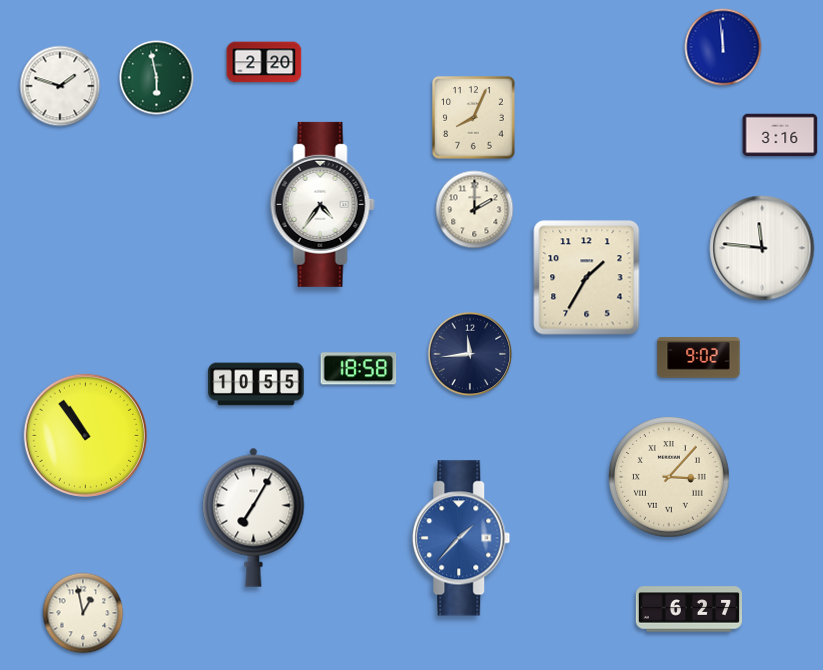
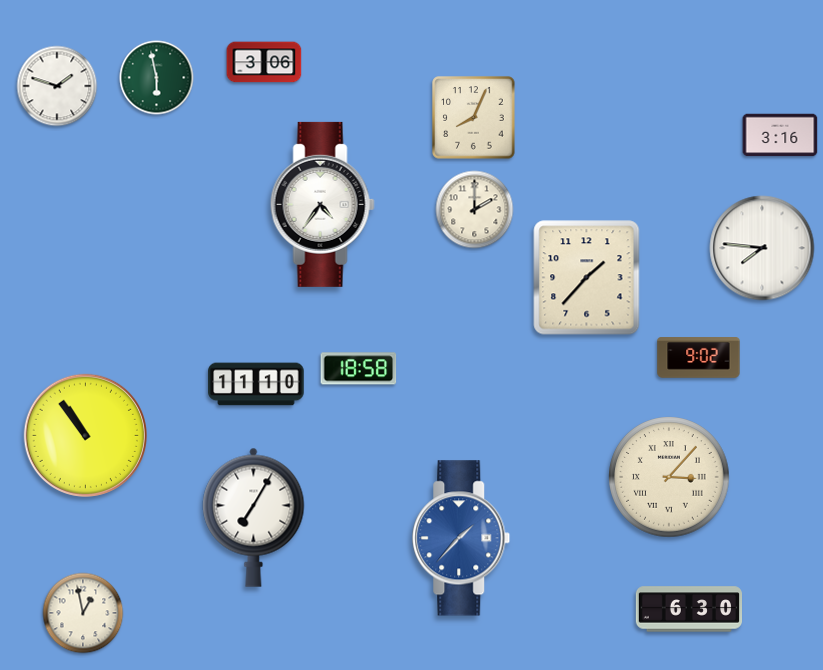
clock at (723, 47): 11:59 -> none
clock at (264, 62): 2:20 -> 3:06
clock at (60, 86) position: (60, 86) -> (57, 86)
clock at (762, 248): 11:46 -> 7:46
clock at (587, 278): 1:35 -> 1:37
clock at (470, 354): 11:44 -> none
clock at (256, 384): 10:55 -> 11:10
clock at (688, 609): 6:27 -> 6:30
